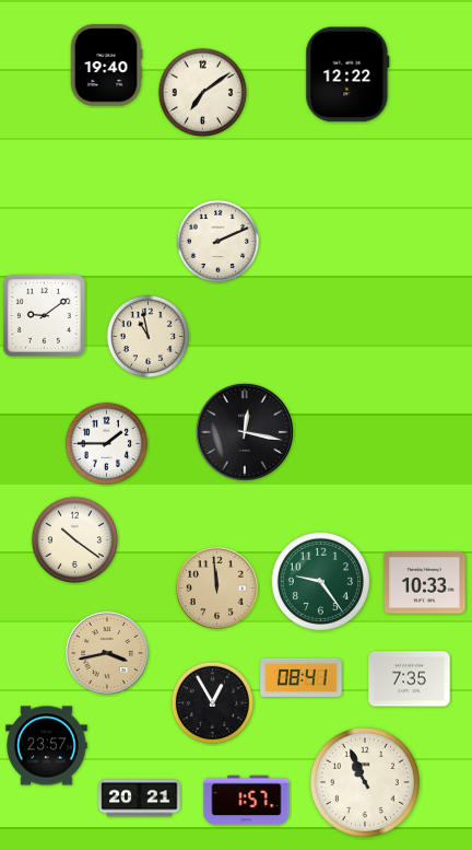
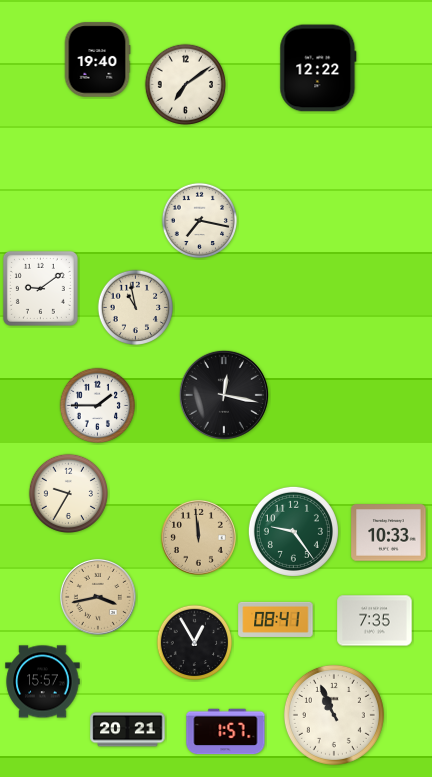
clock at (219, 242): 2:11 -> 7:17
clock at (74, 539): 10:21 -> 9:35
clock at (47, 746): 23:57 -> 15:57
